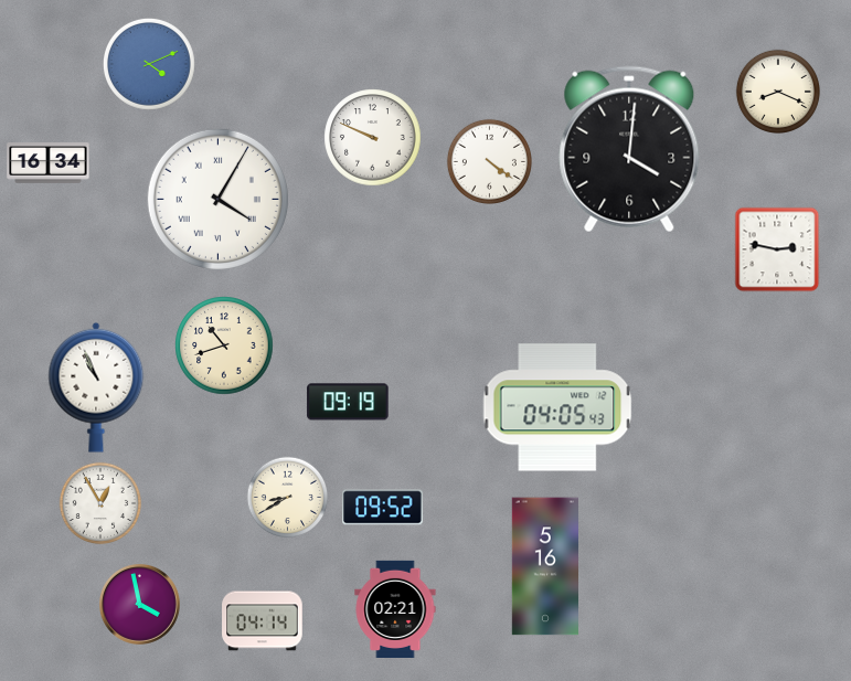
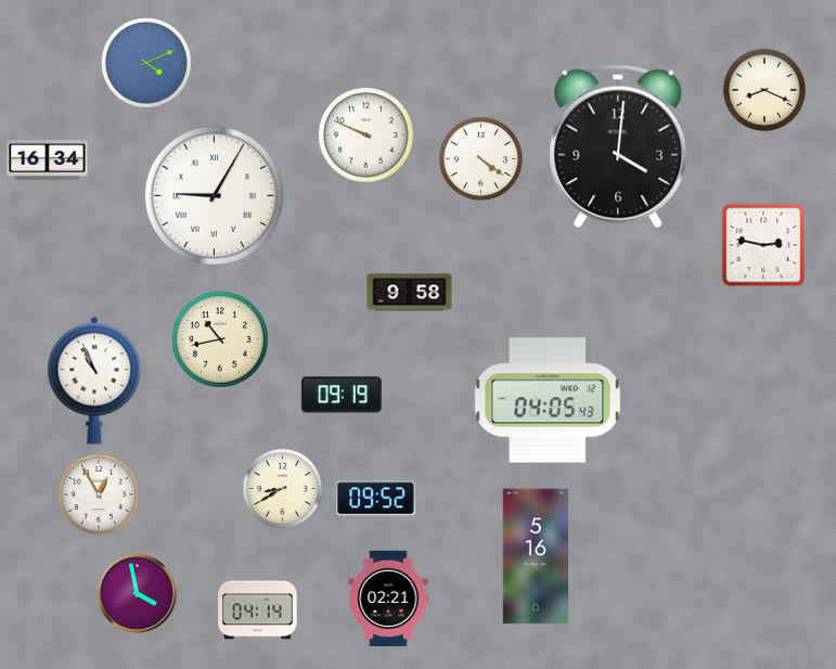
clock at (217, 199): 4:05 -> 9:05
clock at (410, 293): none -> 9:58
clock at (224, 345): 10:42 -> 10:43
